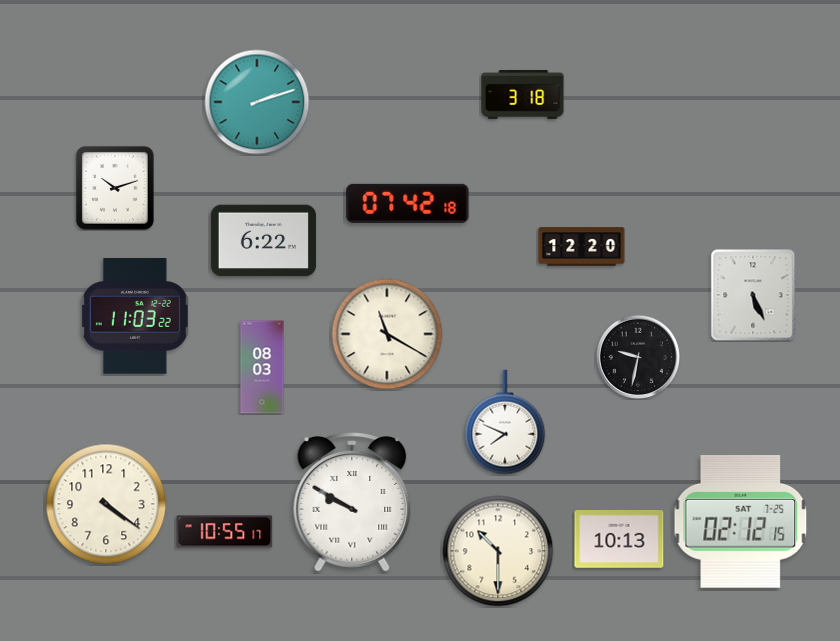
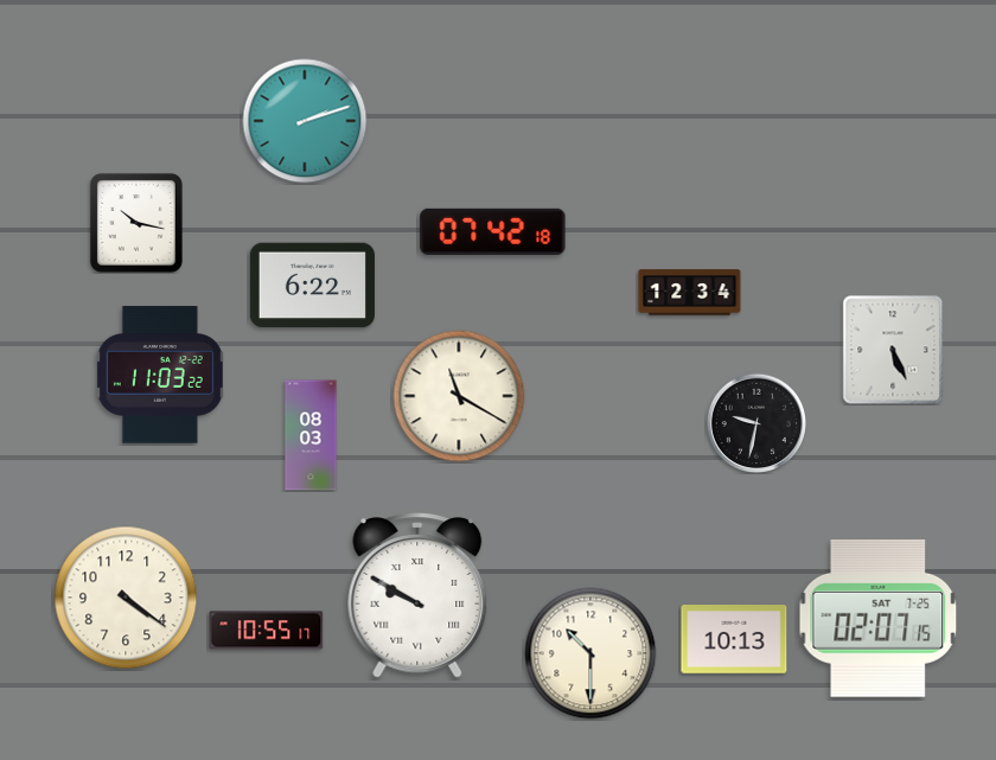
clock at (523, 94): 3:18 -> none
clock at (115, 188): 10:12 -> 10:17
clock at (408, 203) position: (408, 203) -> (493, 231)
clock at (582, 247): 12:20 -> 12:34
clock at (505, 422): 7:49 -> none
clock at (741, 521): 02:12 -> 02:07
